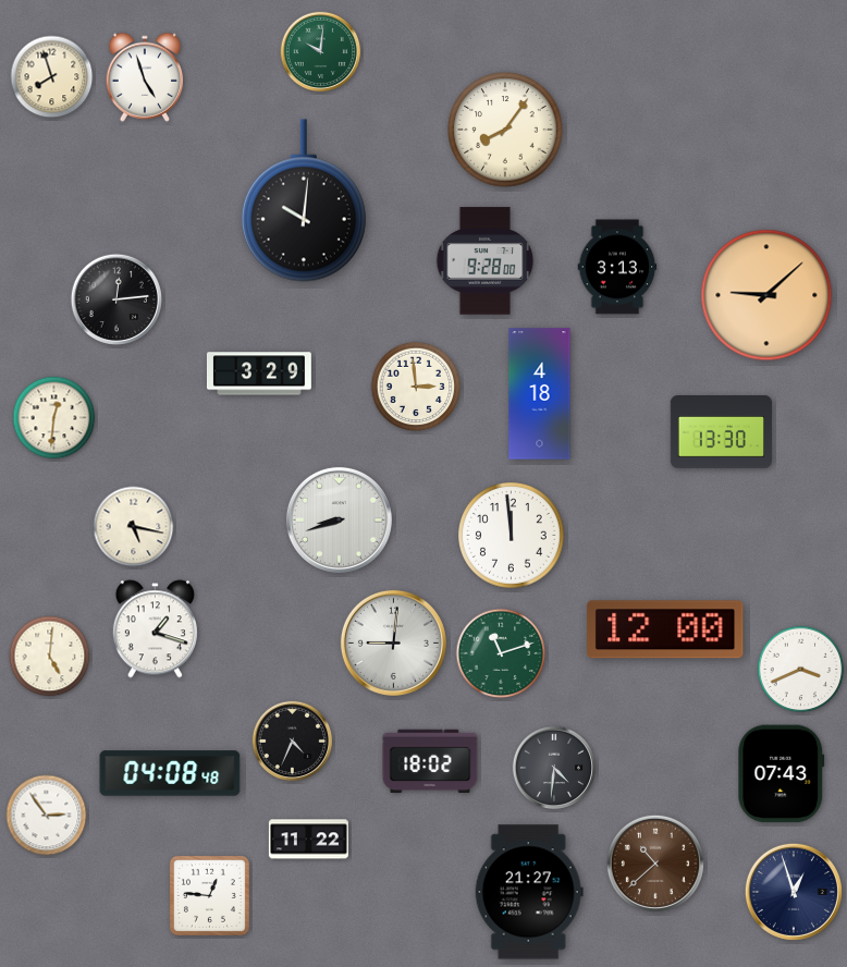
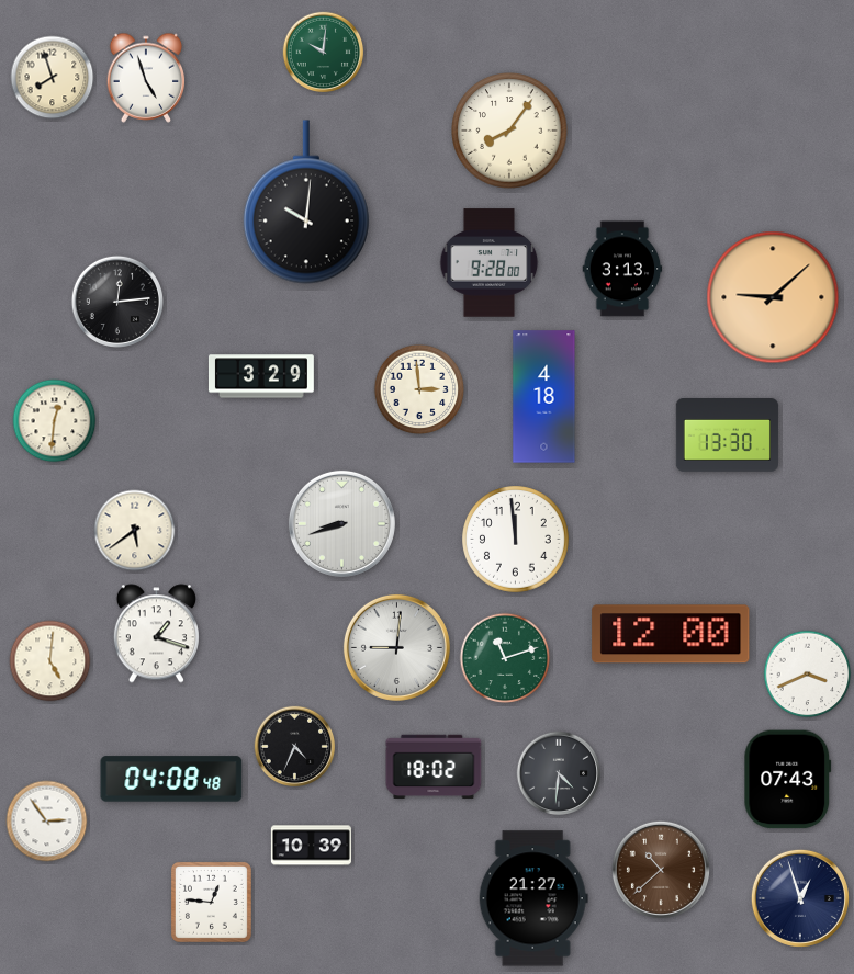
clock at (134, 527): 5:17 -> 5:39
clock at (308, 840): 11:22 -> 10:39
